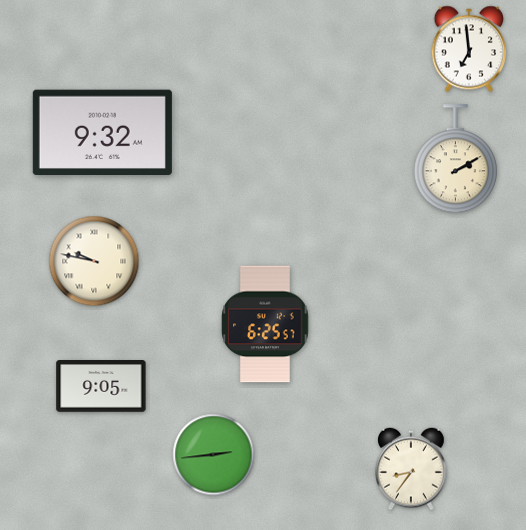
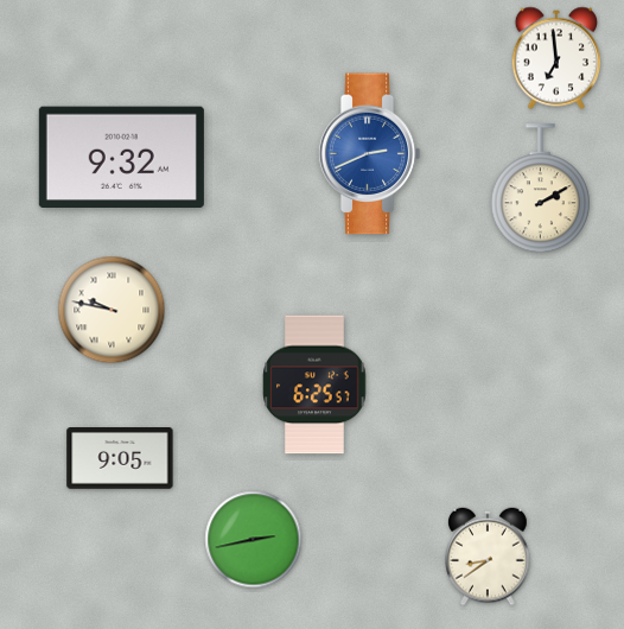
clock at (369, 154): none -> 2:41
clock at (214, 455): 2:44 -> 2:43
clock at (411, 469): 8:36 -> 8:39
